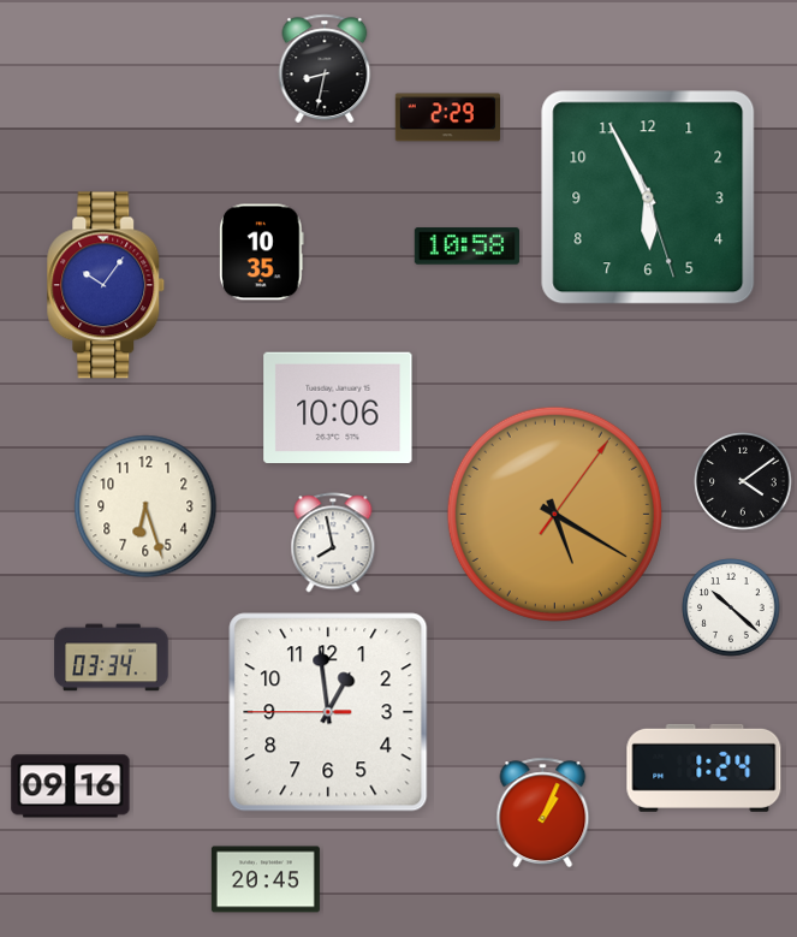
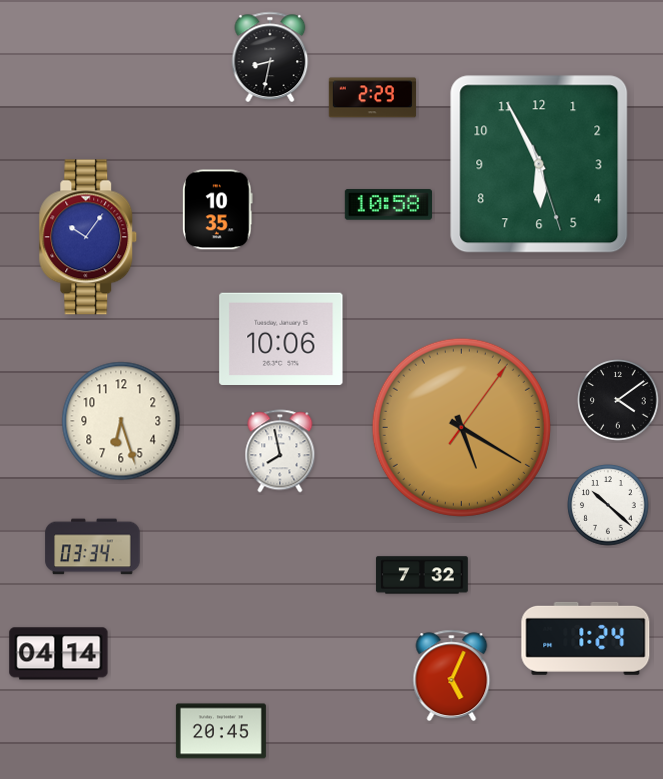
clock at (333, 542) position: (333, 542) -> (280, 451)
clock at (422, 575): none -> 7:32
clock at (328, 712): 12:58 -> none
clock at (71, 787): 09:16 -> 04:14
clock at (543, 813): 1:04 -> 5:04
